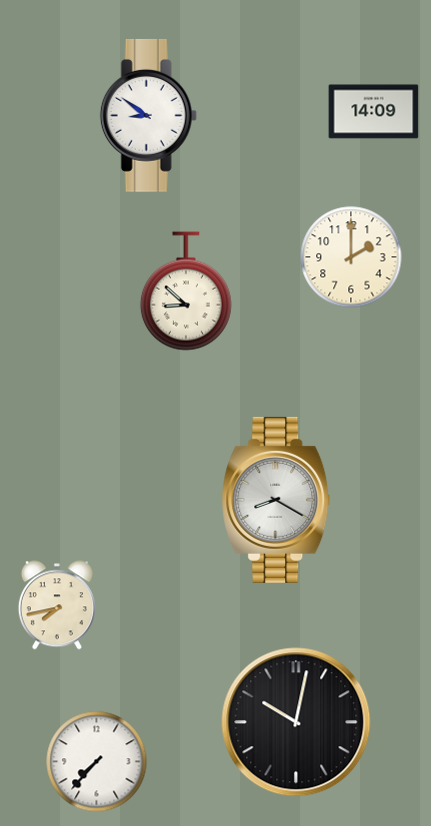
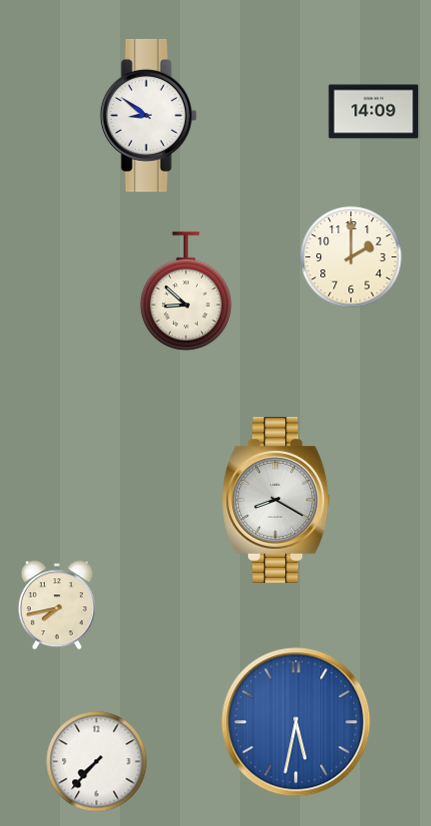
clock at (296, 722): 10:02 -> 5:32
clock at (296, 722) dial: black -> blue
